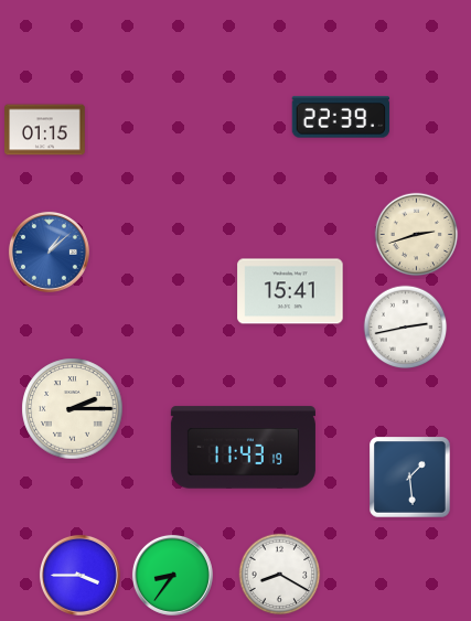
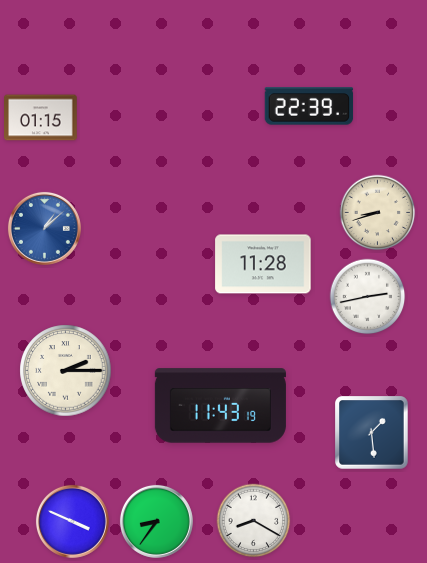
clock at (417, 235): 2:42 -> 8:42
clock at (290, 291): 15:41 -> 11:28
clock at (79, 575): 3:45 -> 3:49
